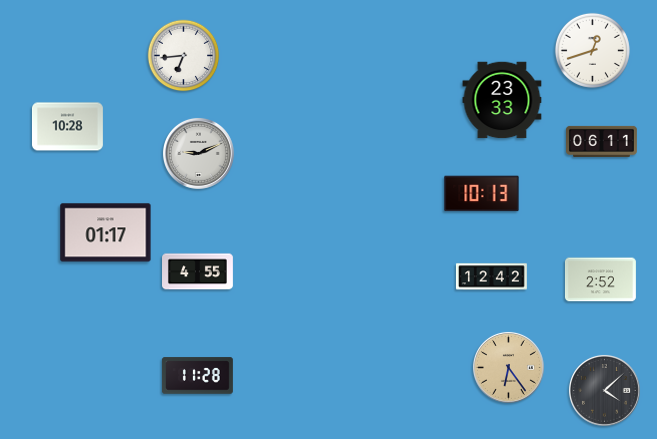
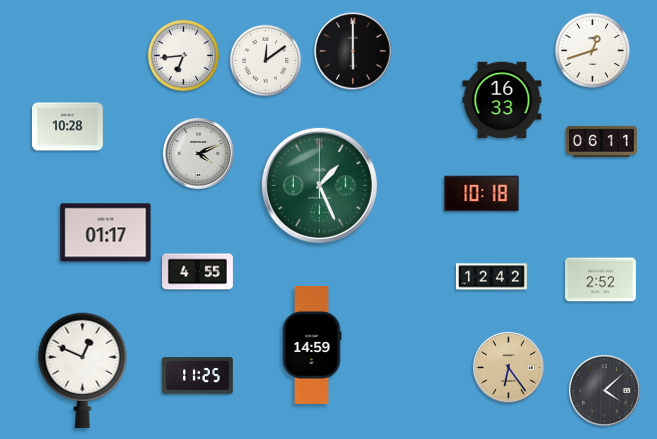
clock at (353, 51): none -> 6:00
clock at (266, 61): none -> 12:09
clock at (502, 100): 23:33 -> 16:33
clock at (198, 153): 9:11 -> 4:11
clock at (319, 185): none -> 1:26
clock at (482, 194): 10:13 -> 10:18
clock at (312, 346): none -> 14:59
clock at (83, 370): none -> 12:49
clock at (198, 376): 11:28 -> 11:25
